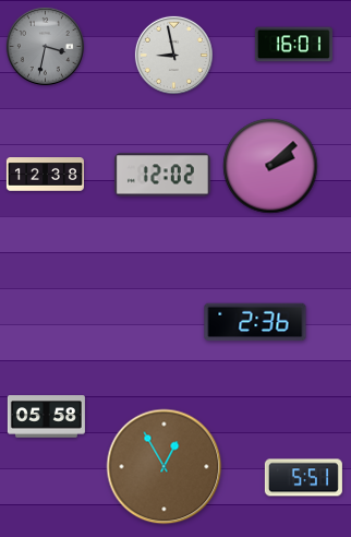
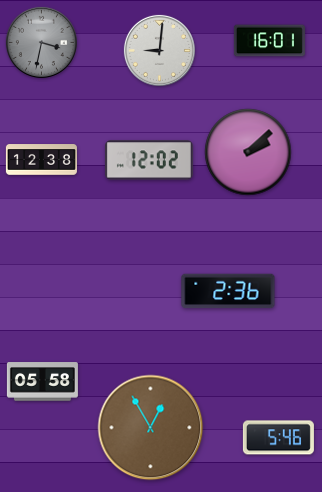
clock at (173, 55): 8:58 -> 9:01
clock at (255, 322) position: (255, 322) -> (228, 291)
clock at (303, 478): 5:51 -> 5:46
